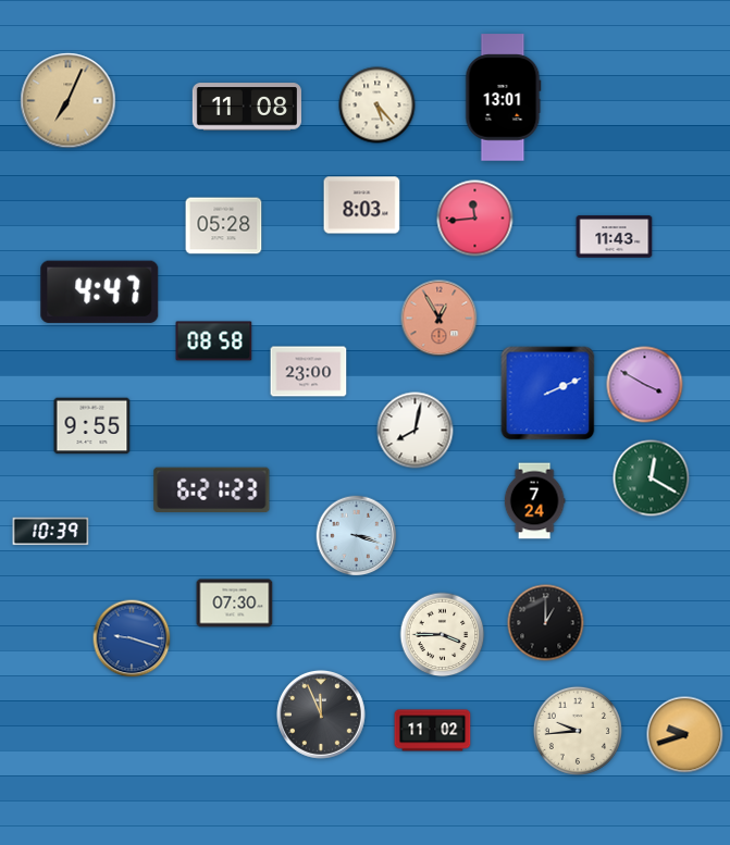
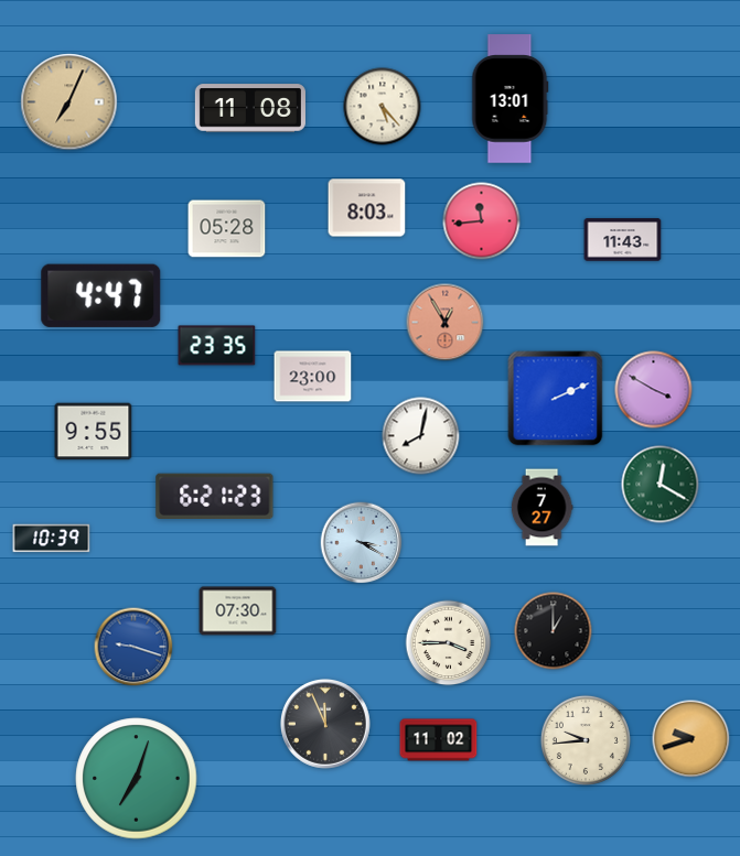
clock at (214, 341): 08:58 -> 23:35
clock at (534, 501): 7:24 -> 7:27
clock at (357, 536): 3:18 -> 3:20
clock at (685, 735) position: (685, 735) -> (691, 739)
clock at (137, 779): none -> 7:03
